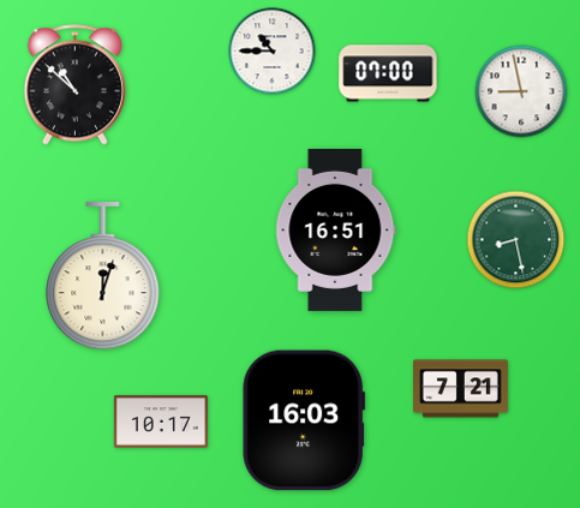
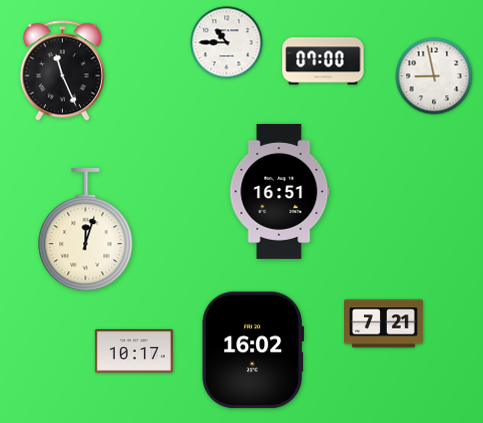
clock at (74, 85): 10:52 -> 11:26
clock at (516, 240): 8:28 -> none
clock at (304, 420): 16:03 -> 16:02
